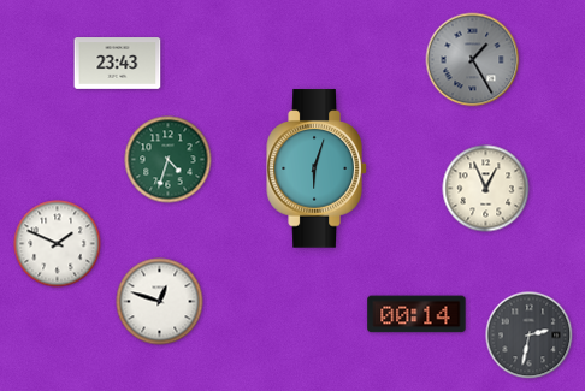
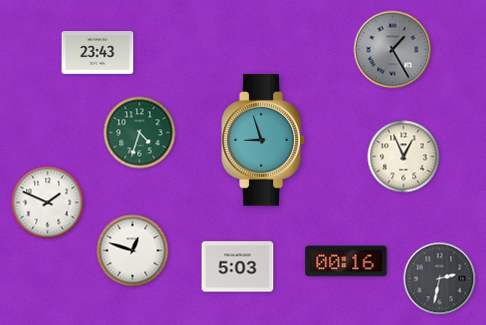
clock at (317, 168): 6:03 -> 8:57
clock at (416, 314): 00:14 -> 00:16
clock at (238, 267): none -> 5:03
